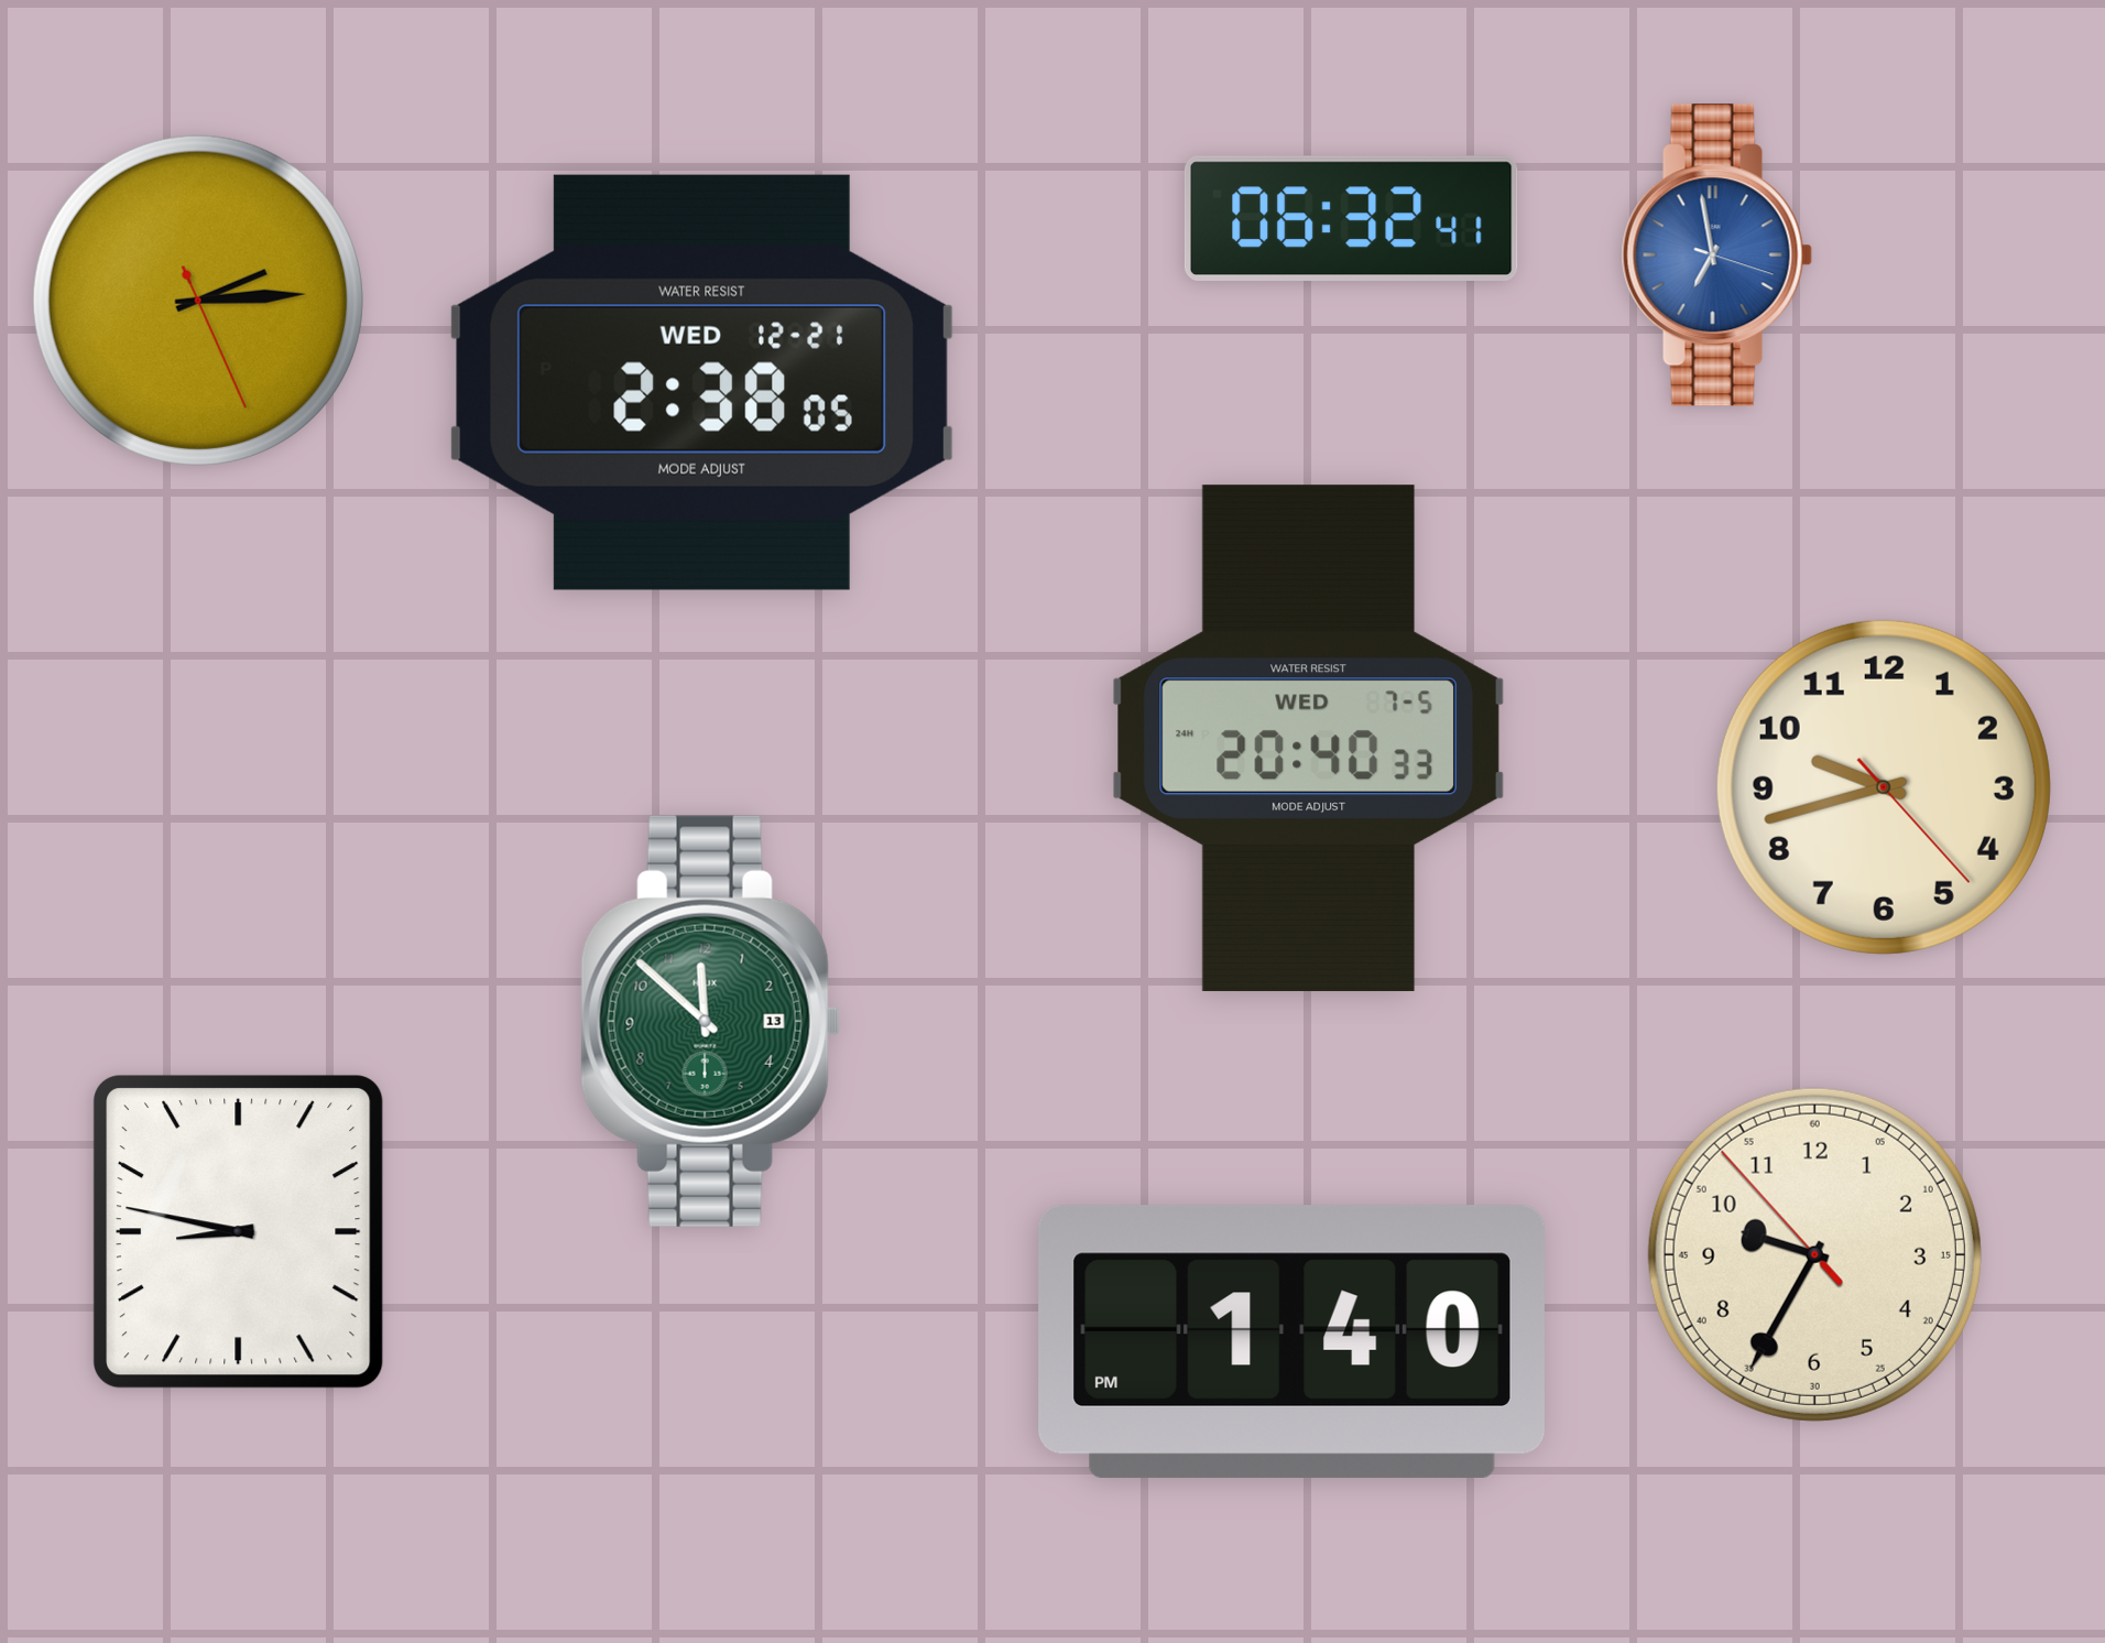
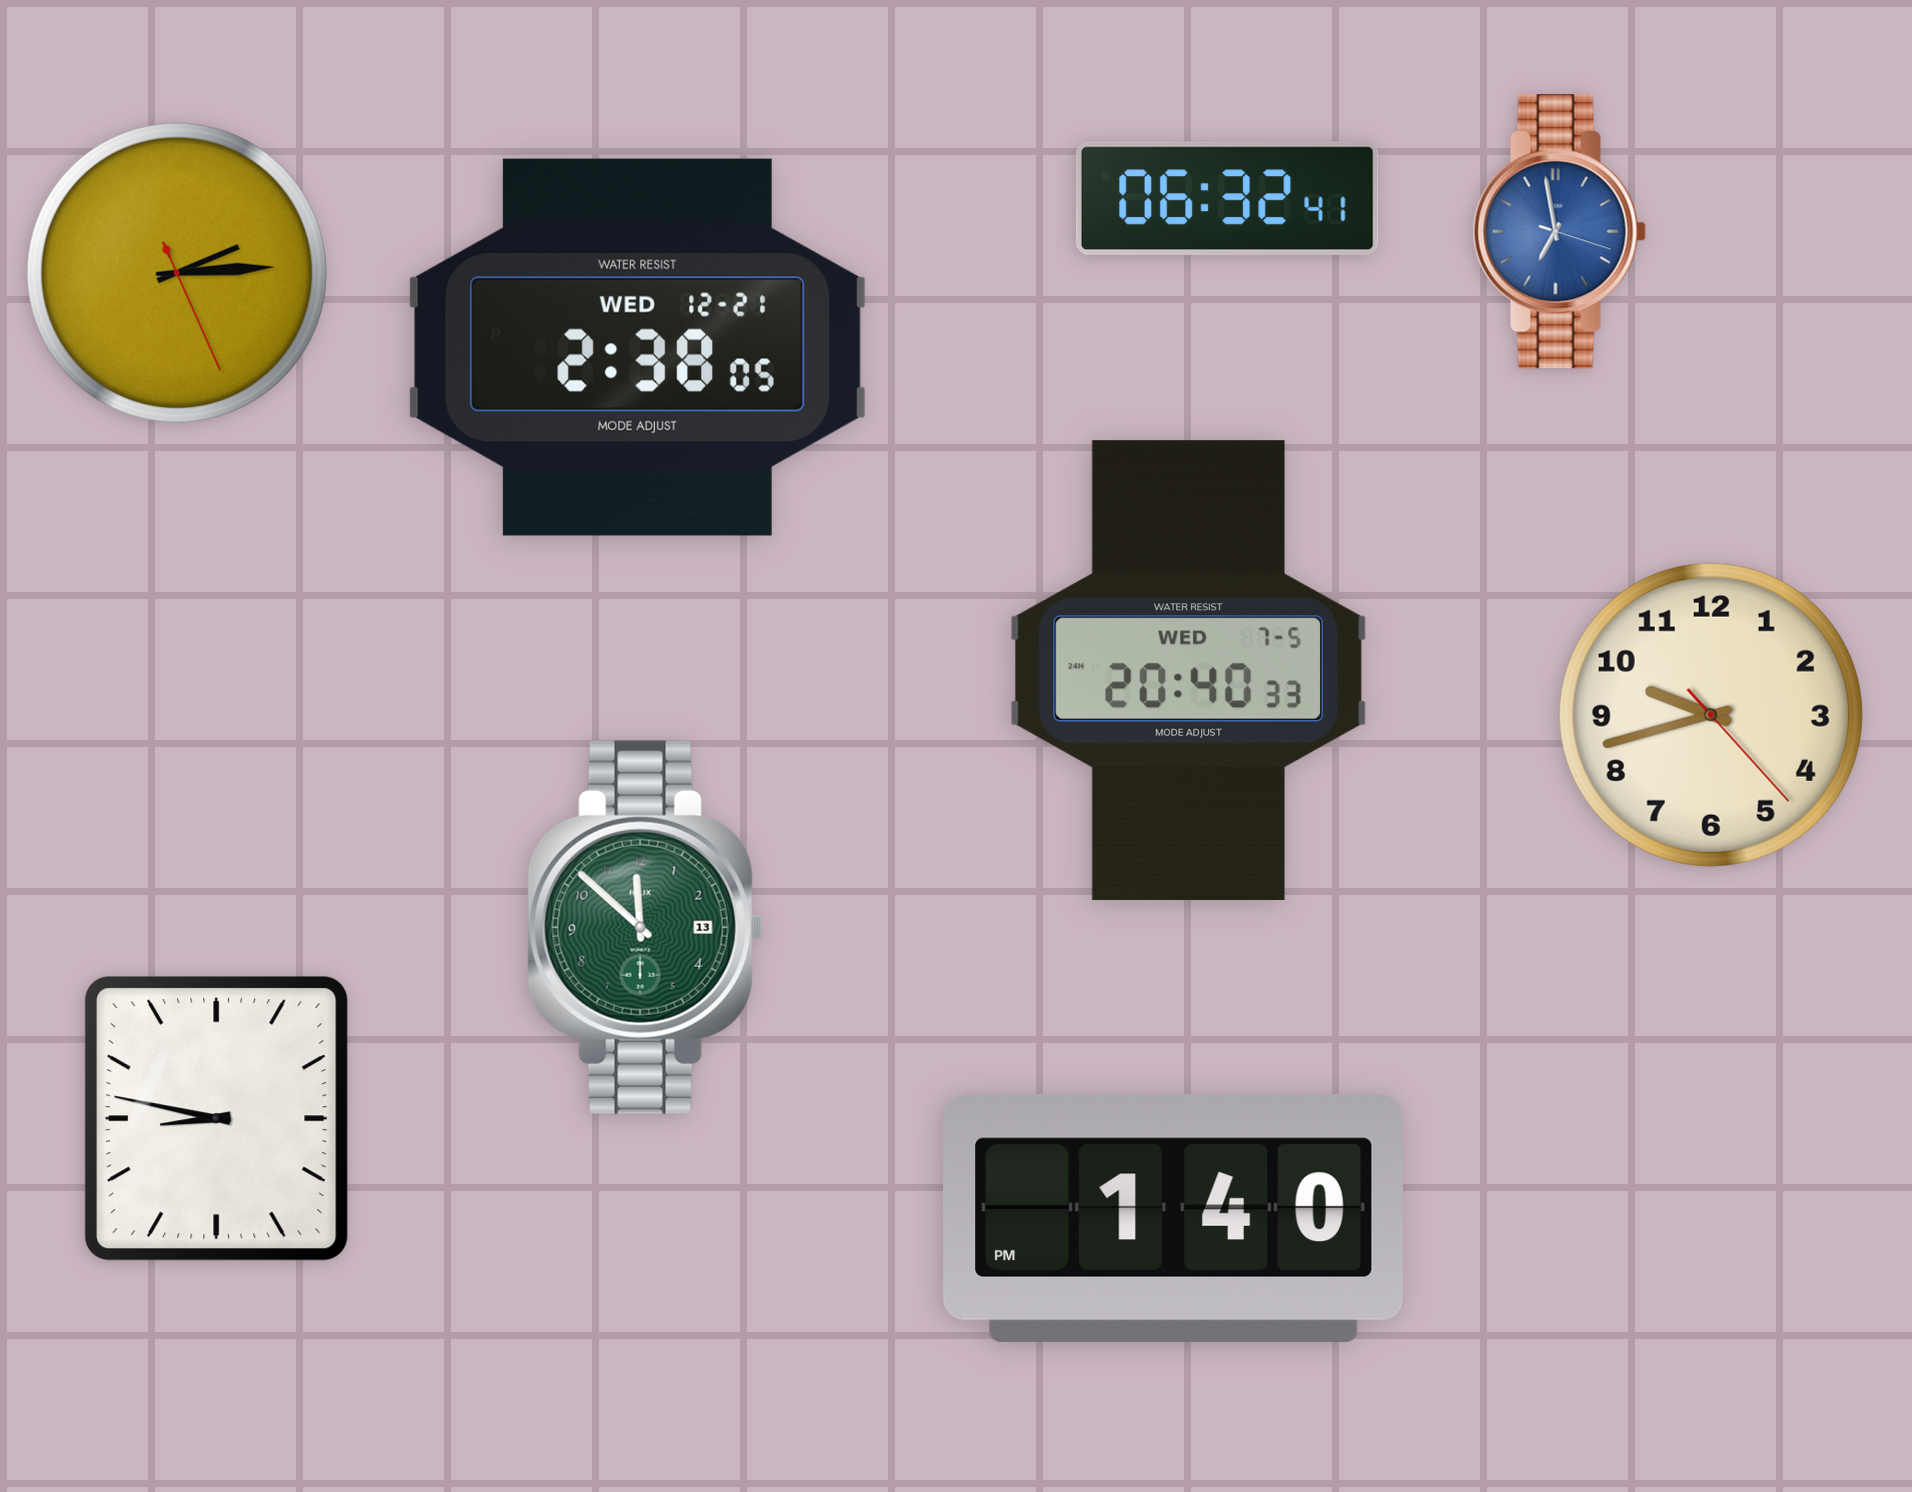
clock at (198, 301) position: (198, 301) -> (177, 273)
clock at (1814, 1254): 9:34 -> none
